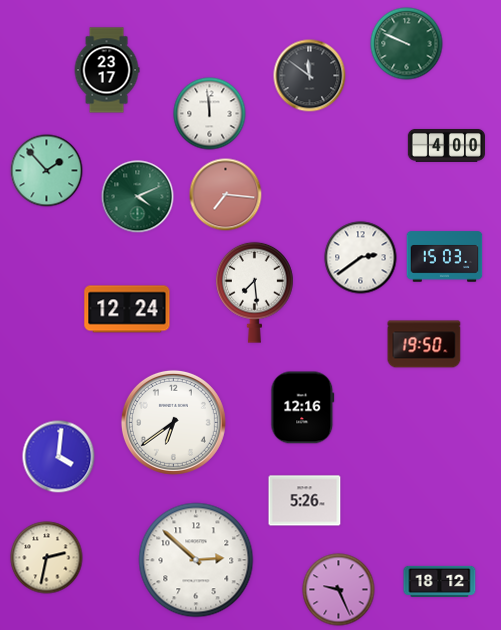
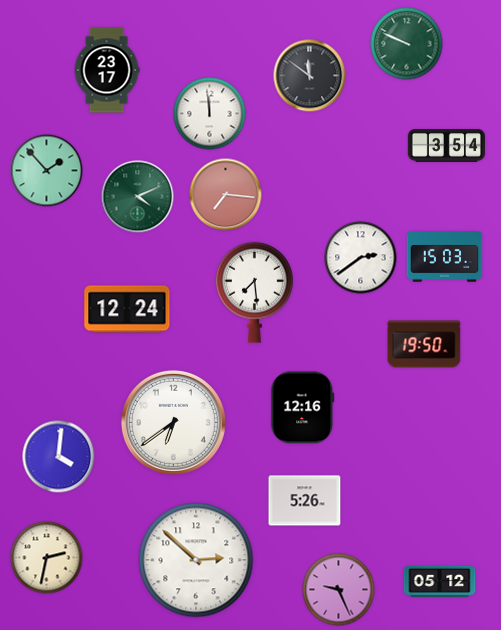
clock at (446, 145): 4:00 -> 3:54
clock at (440, 581): 18:12 -> 05:12
